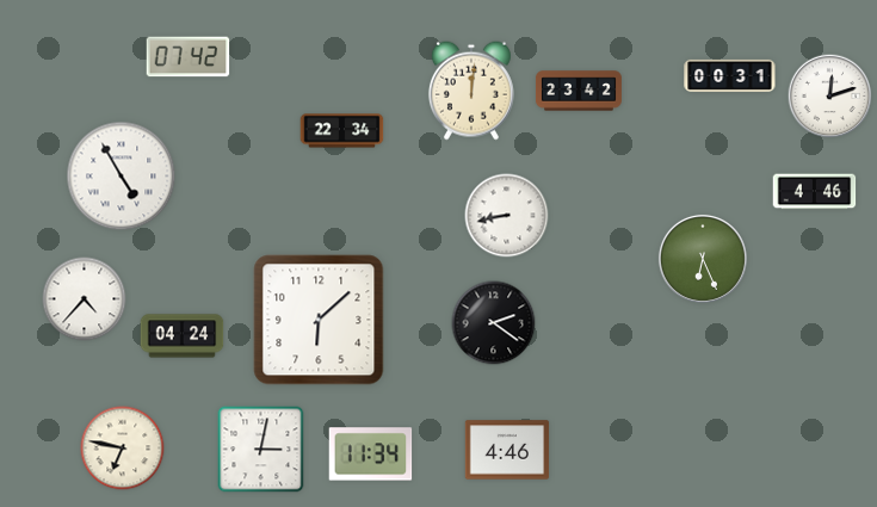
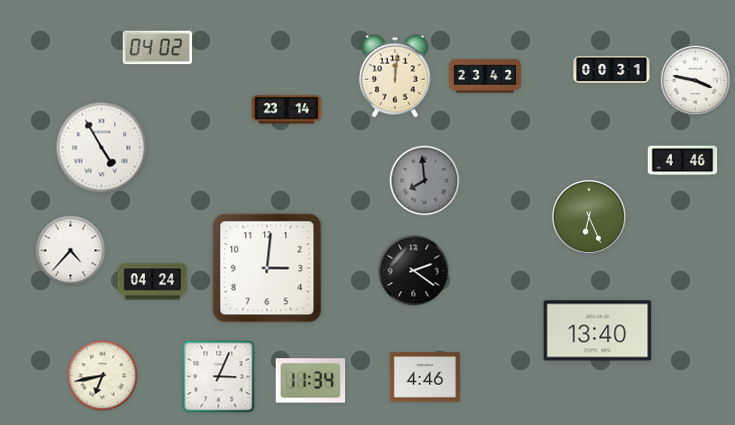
clock at (189, 57): 07:42 -> 04:02
clock at (730, 75) position: (730, 75) -> (612, 69)
clock at (830, 97): 12:12 -> 3:47
clock at (342, 131): 22:34 -> 23:14
clock at (507, 216): 8:43 -> 7:59
clock at (507, 216) dial: white -> grey
clock at (319, 320): 6:08 -> 3:01
clock at (598, 331): none -> 13:40
clock at (123, 449): 6:47 -> 6:43
clock at (261, 450): 3:02 -> 3:04
